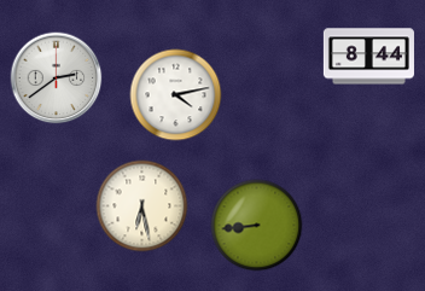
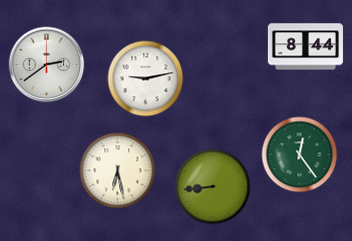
clock at (176, 95): 4:13 -> 9:13
clock at (300, 155): none -> 12:24
